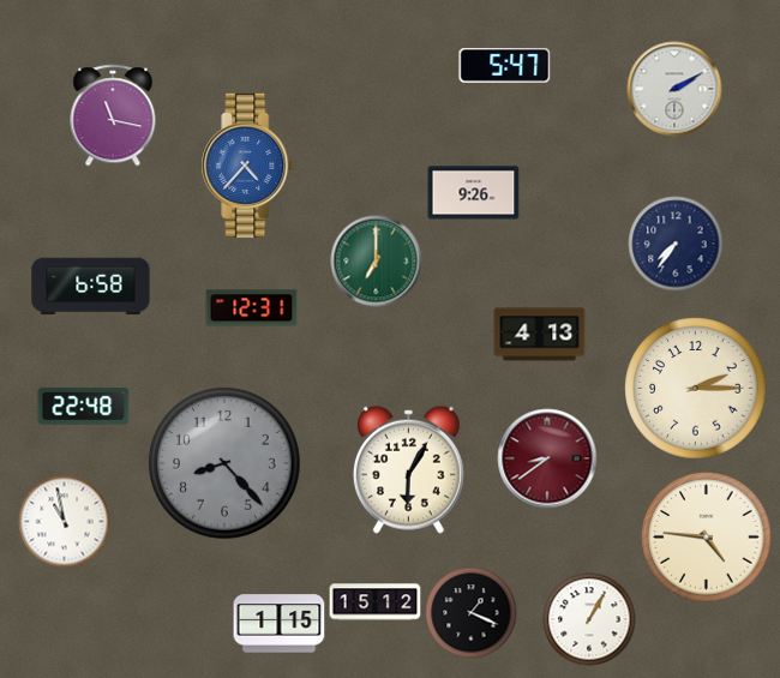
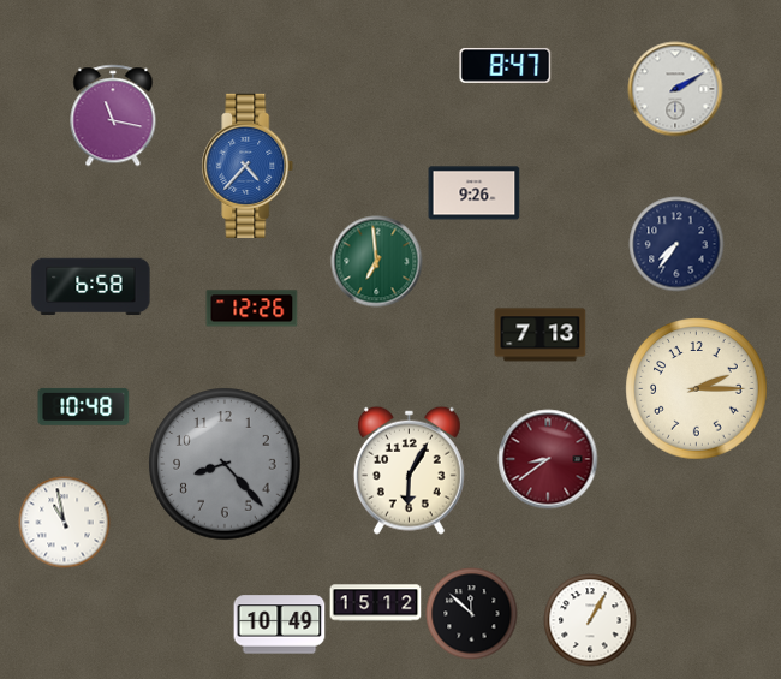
clock at (505, 65): 5:47 -> 8:47
clock at (377, 262): 7:00 -> 6:59
clock at (252, 308): 12:31 -> 12:26
clock at (540, 335): 4:13 -> 7:13
clock at (84, 406): 22:48 -> 10:48
clock at (707, 538): 4:46 -> none
clock at (472, 613): 1:19 -> 11:52
clock at (280, 624): 1:15 -> 10:49
